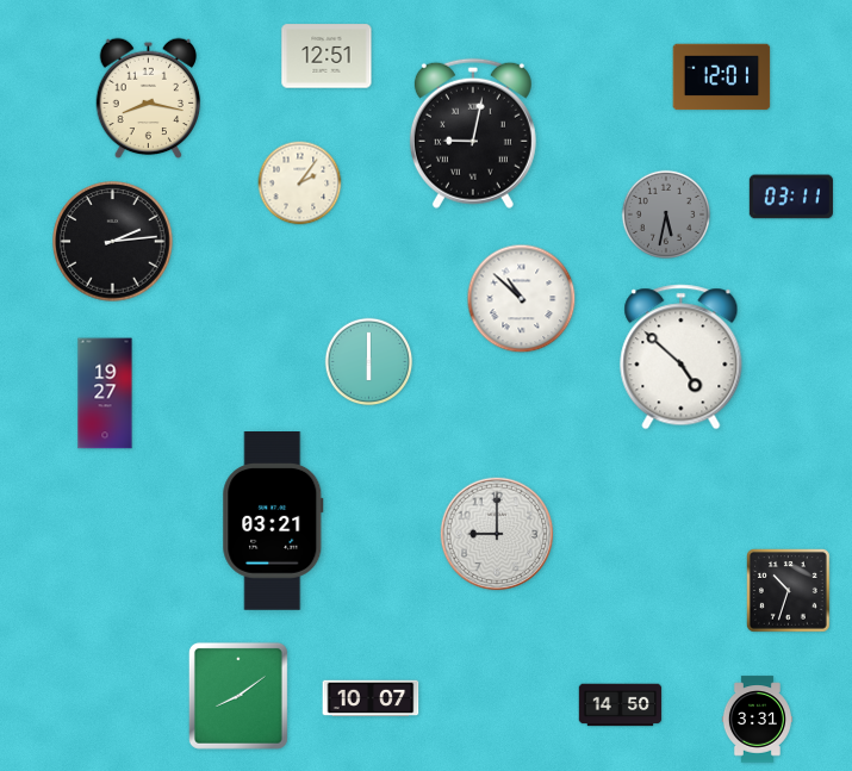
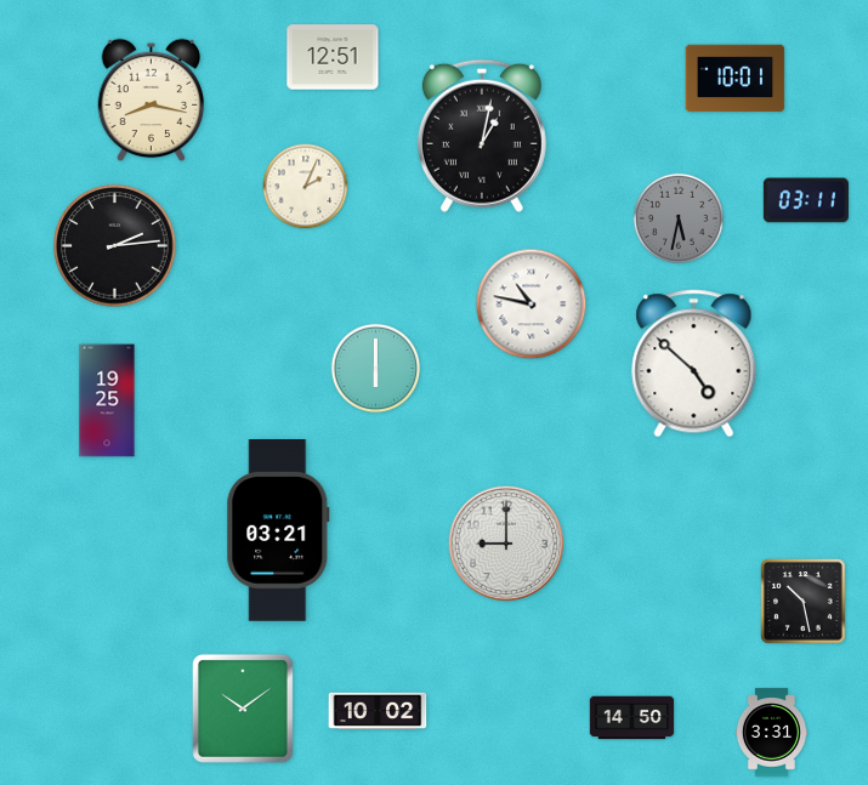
clock at (722, 77): 12:01 -> 10:01
clock at (473, 133): 9:02 -> 1:02
clock at (300, 184): 2:06 -> 2:04
clock at (522, 299): 10:52 -> 10:47
clock at (105, 393): 19:27 -> 19:25
clock at (789, 591): 10:33 -> 10:28
clock at (238, 696): 8:09 -> 10:09
clock at (371, 698): 10:07 -> 10:02
